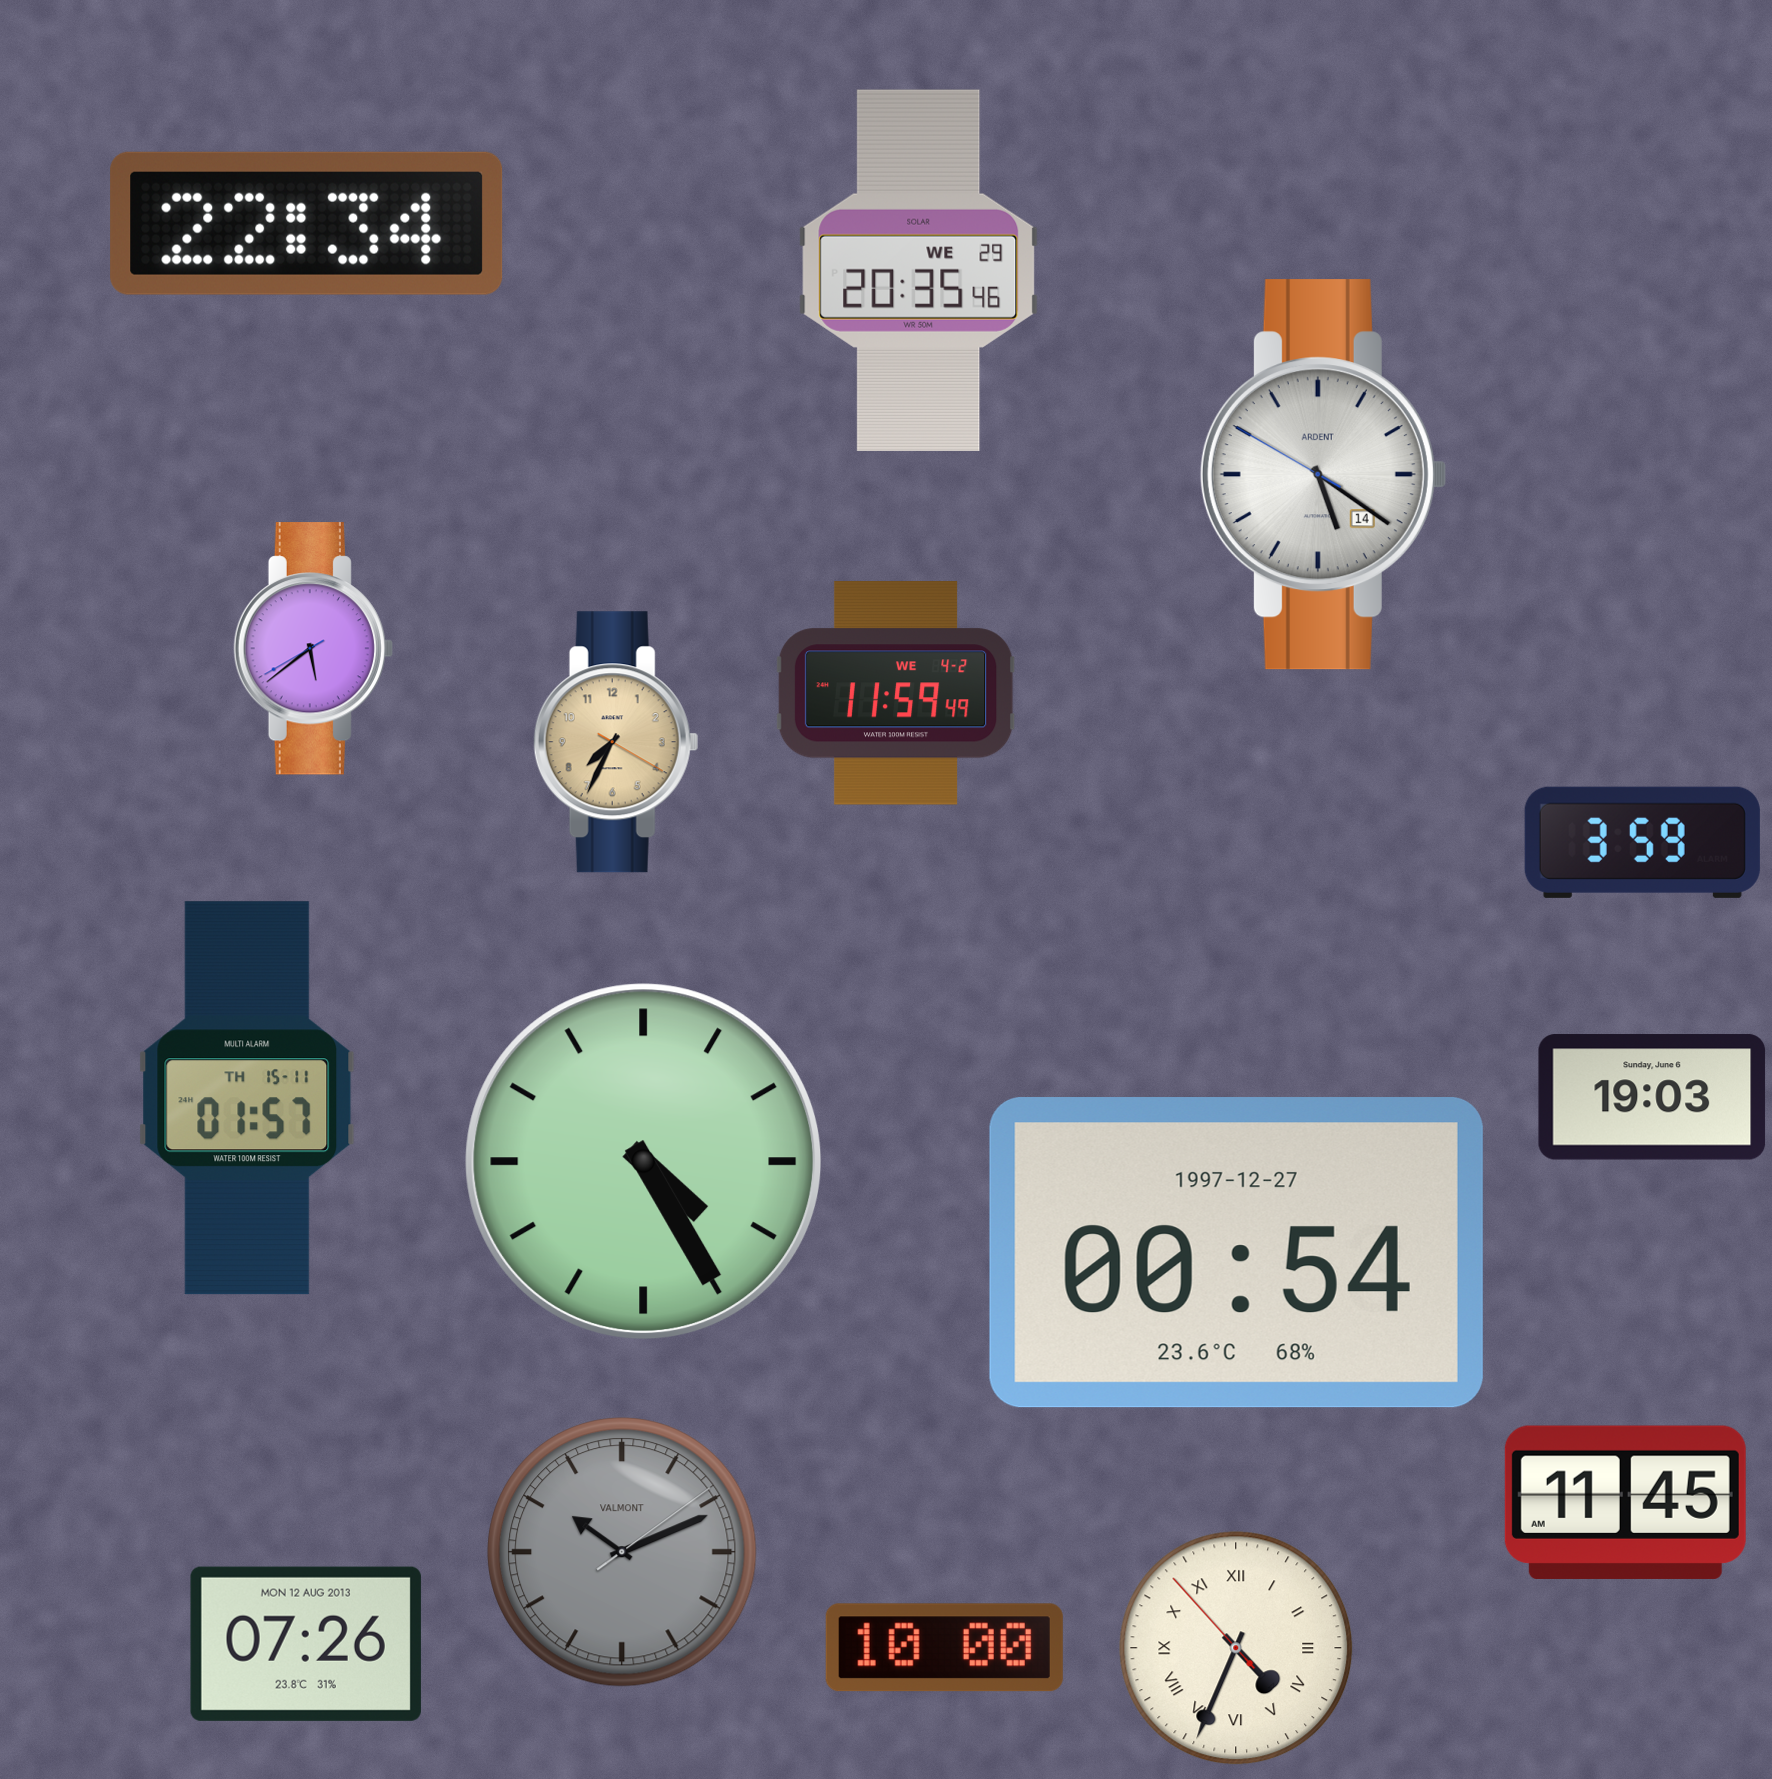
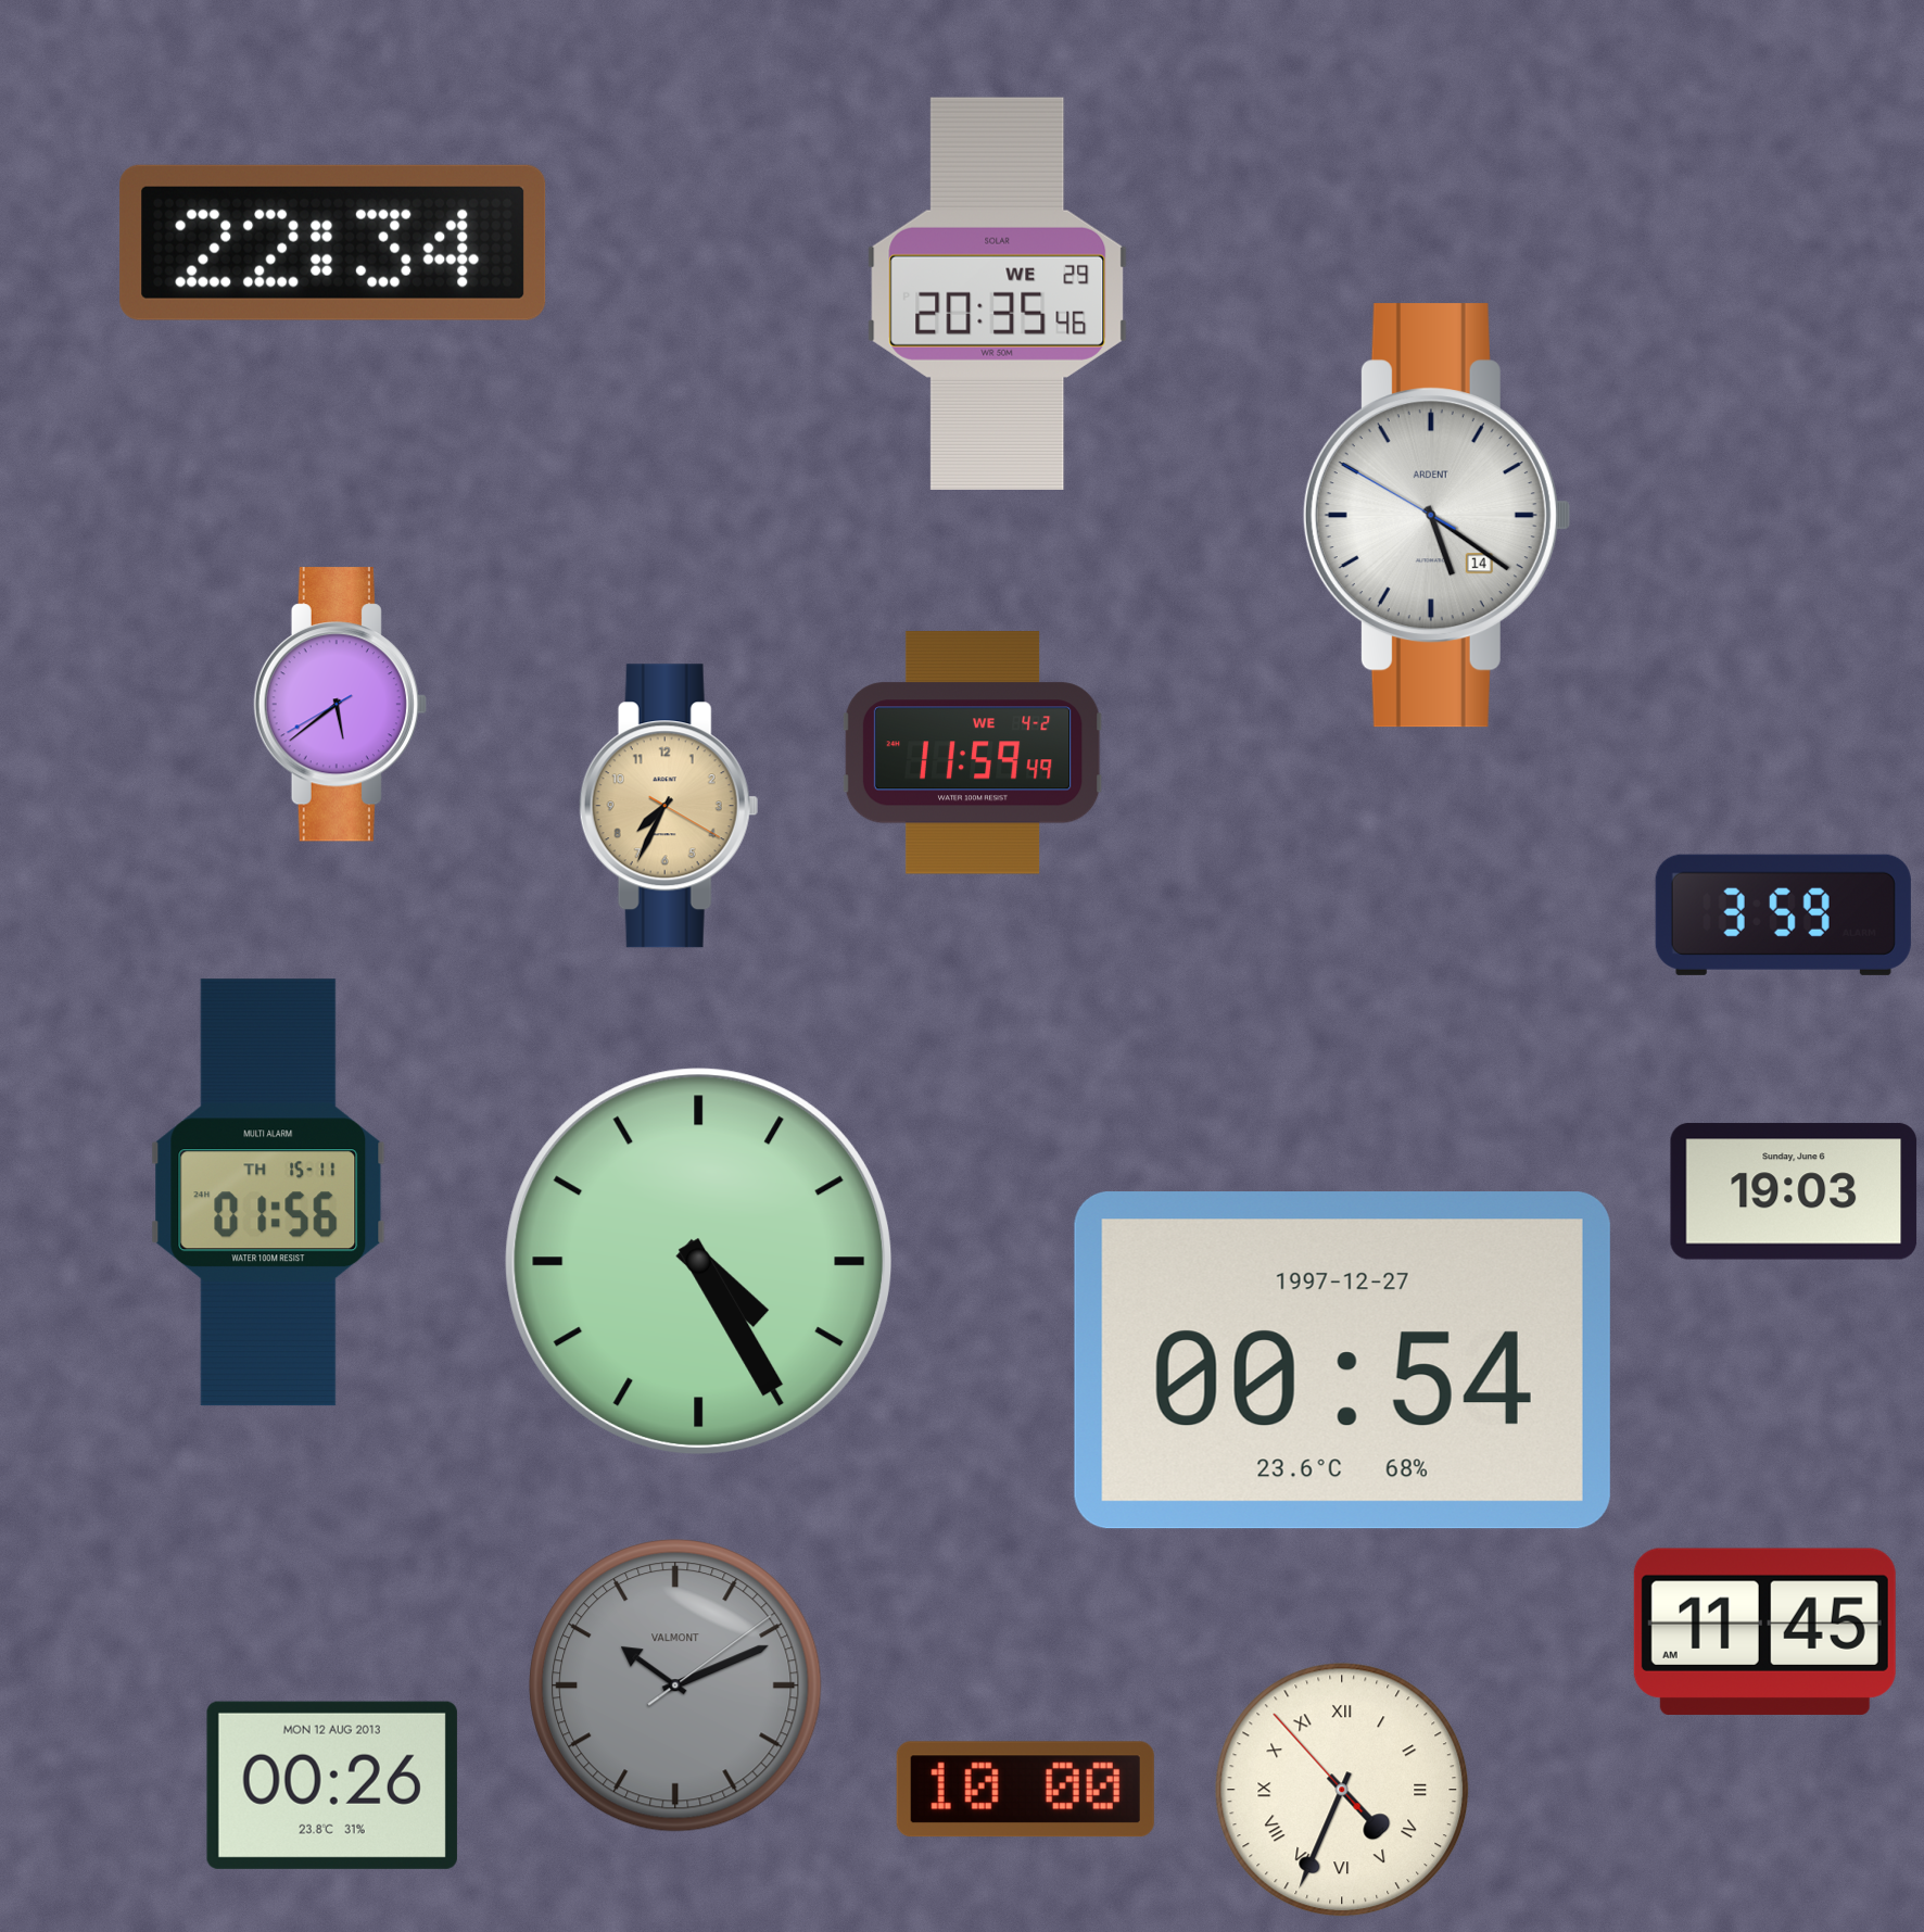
clock at (247, 1098): 01:57 -> 01:56
clock at (306, 1644): 07:26 -> 00:26
